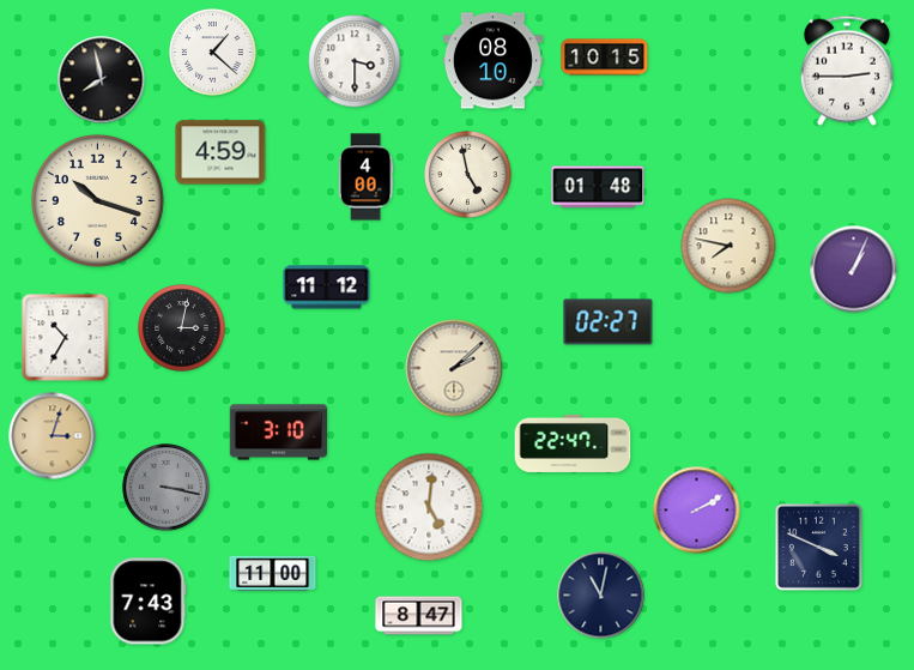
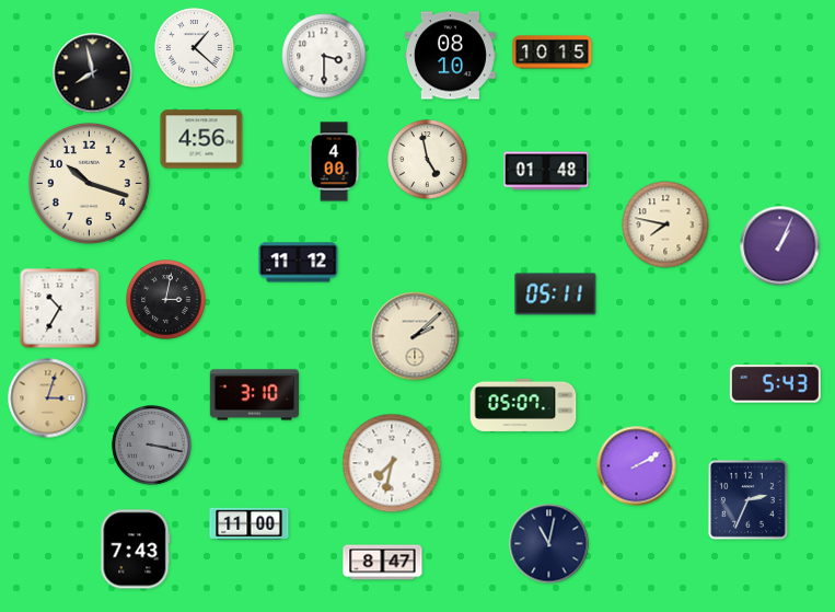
clock at (847, 71): 2:45 -> none
clock at (220, 152): 4:59 -> 4:56
clock at (609, 322): 02:27 -> 05:11
clock at (775, 384): none -> 5:43
clock at (573, 443): 22:47 -> 05:07
clock at (429, 507): 5:01 -> 7:32
clock at (818, 547): 3:49 -> 2:34
